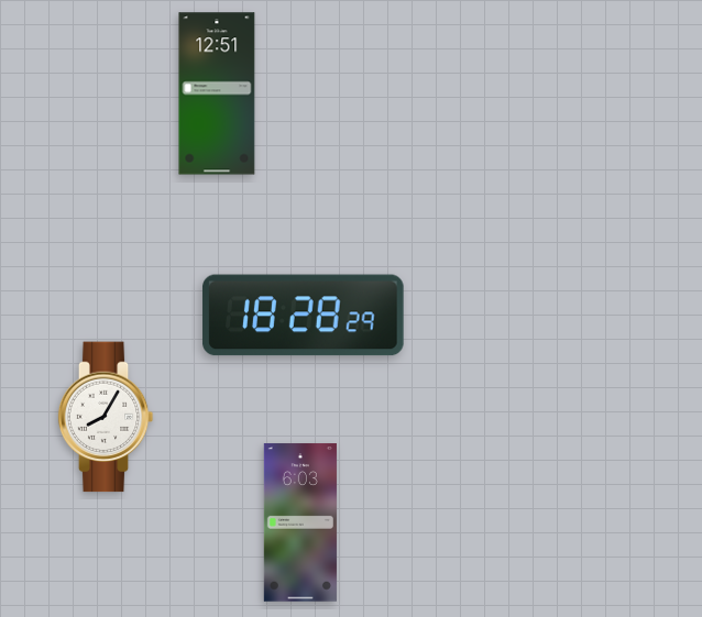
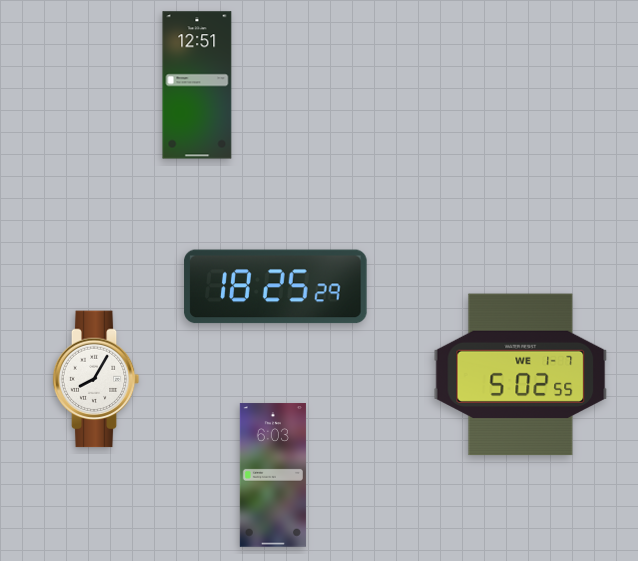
clock at (304, 316): 18:28 -> 18:25
clock at (521, 375): none -> 5:02
